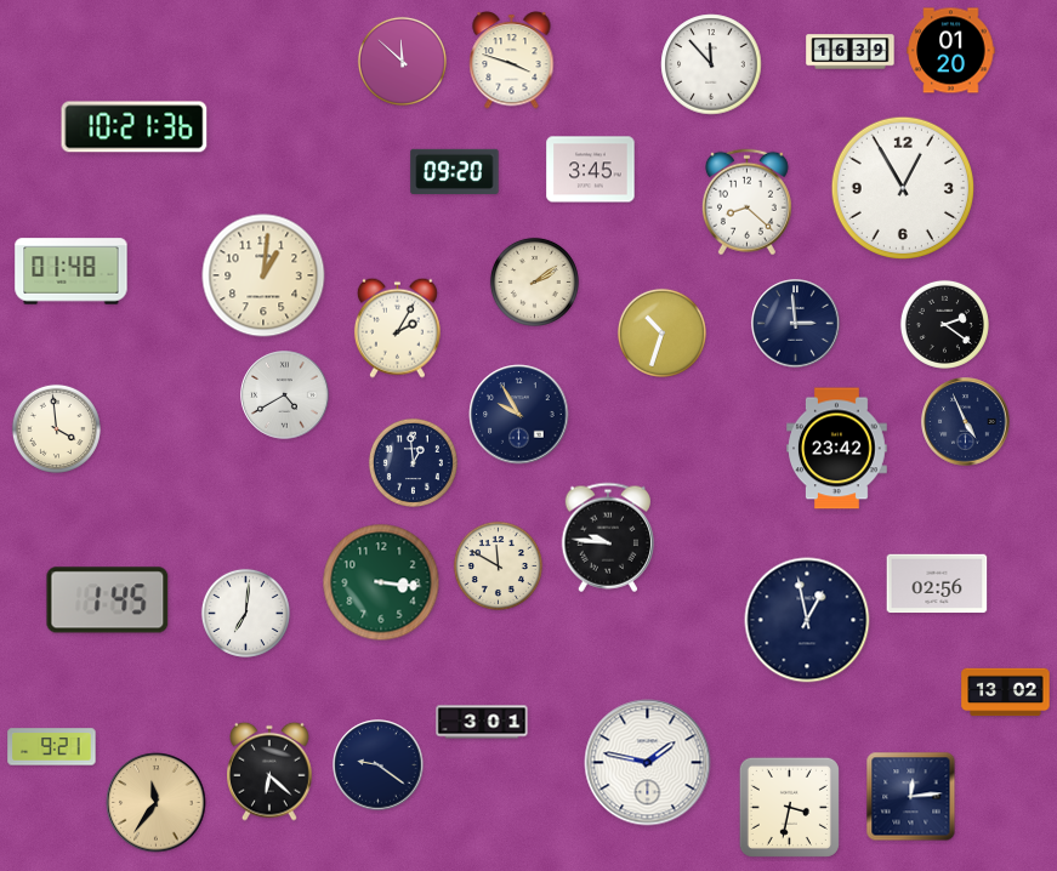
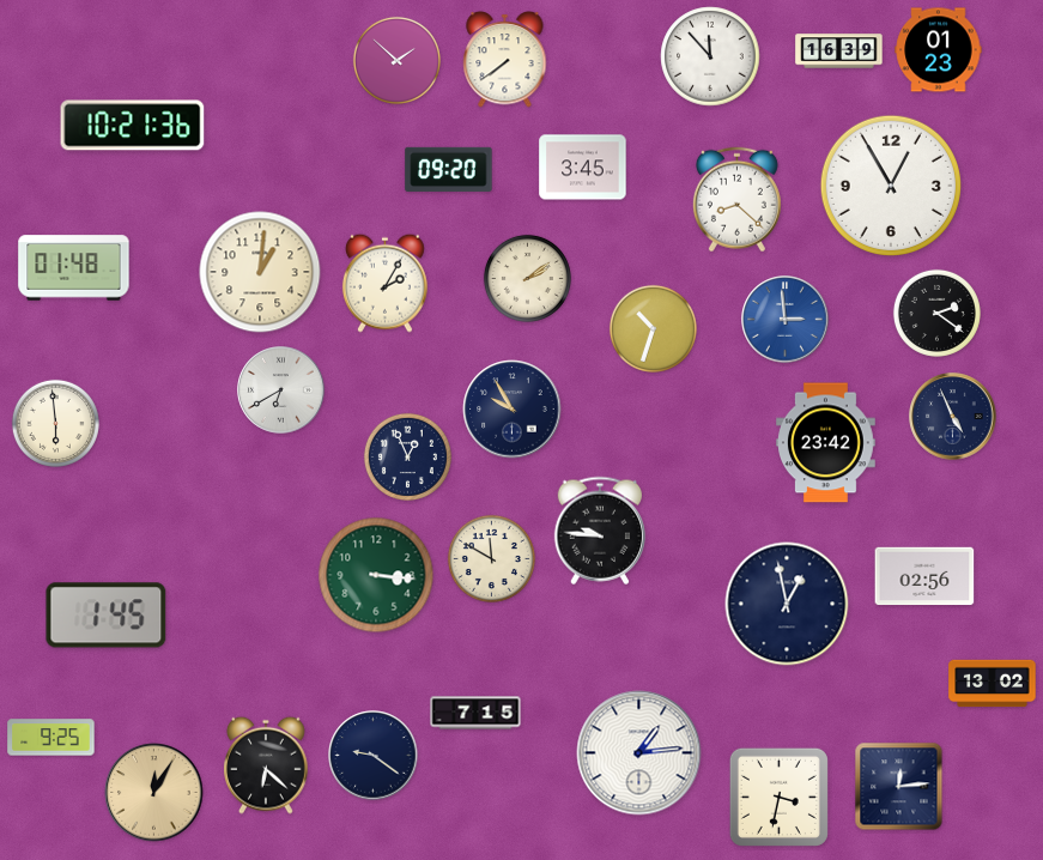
clock at (951, 51): 01:20 -> 01:23
clock at (402, 61): 11:52 -> 1:52
clock at (512, 61): 3:48 -> 7:39
clock at (711, 64) position: (711, 64) -> (710, 56)
clock at (72, 272) position: (72, 272) -> (74, 268)
clock at (796, 324) dial: navy -> blue
clock at (944, 324) position: (944, 324) -> (936, 313)
clock at (397, 328) position: (397, 328) -> (384, 283)
clock at (285, 395): 4:40 -> 6:40
clock at (56, 428): 3:59 -> 5:59
clock at (413, 462): 12:59 -> 12:56
clock at (108, 600) position: (108, 600) -> (107, 616)
clock at (245, 613): 7:01 -> none
clock at (807, 620) position: (807, 620) -> (787, 604)
clock at (482, 722): 3:01 -> 7:15
clock at (52, 747): 9:21 -> 9:25
clock at (648, 763): 1:47 -> 1:14
clock at (271, 772) position: (271, 772) -> (267, 765)
clock at (157, 803): 11:36 -> 12:05
